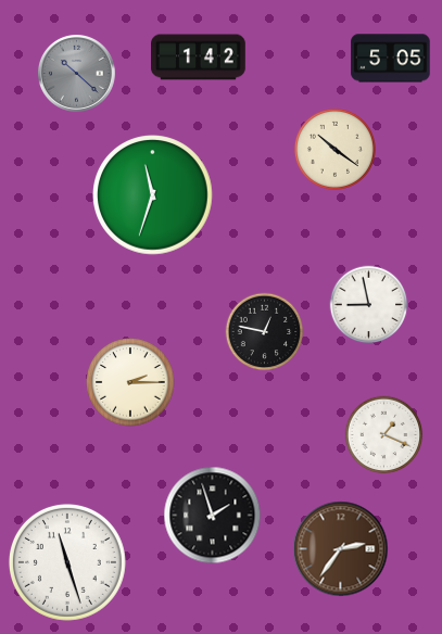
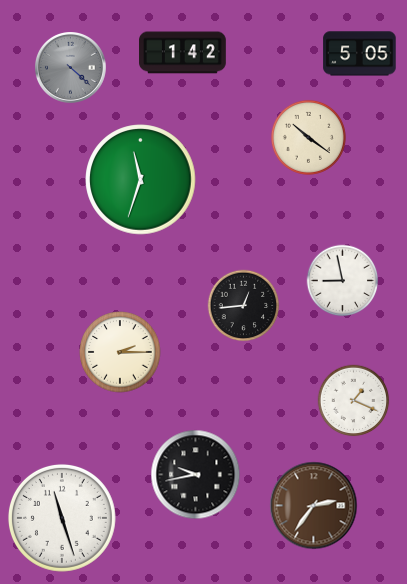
clock at (77, 74): 10:22 -> 4:22
clock at (369, 305) position: (369, 305) -> (343, 281)
clock at (265, 332): 12:47 -> 12:44
clock at (213, 516): 1:57 -> 9:43
